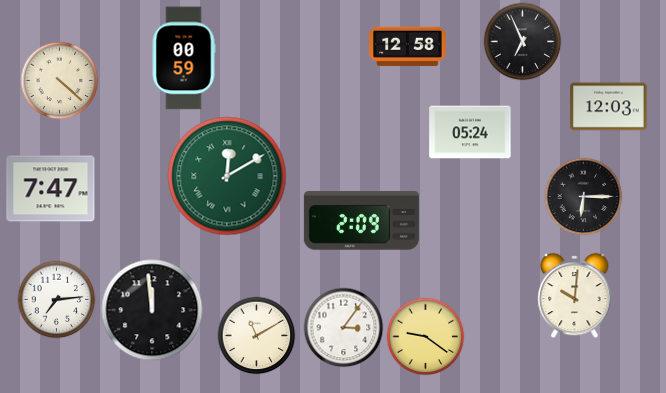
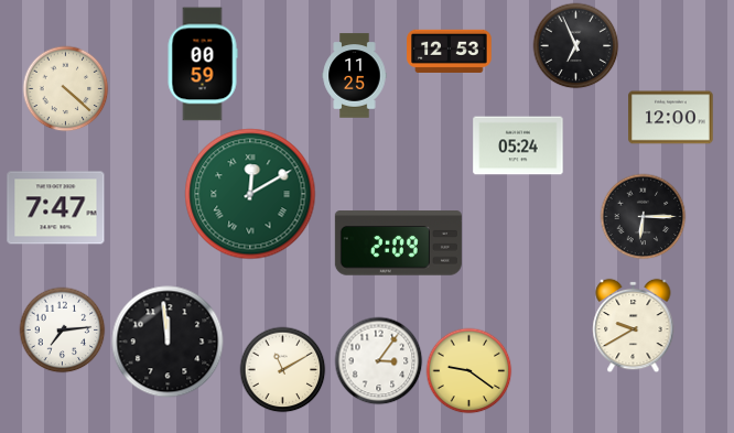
clock at (408, 46): 12:58 -> 12:53
clock at (355, 76): none -> 11:25
clock at (609, 107): 12:03 -> 12:00
clock at (575, 295): 10:01 -> 9:40
